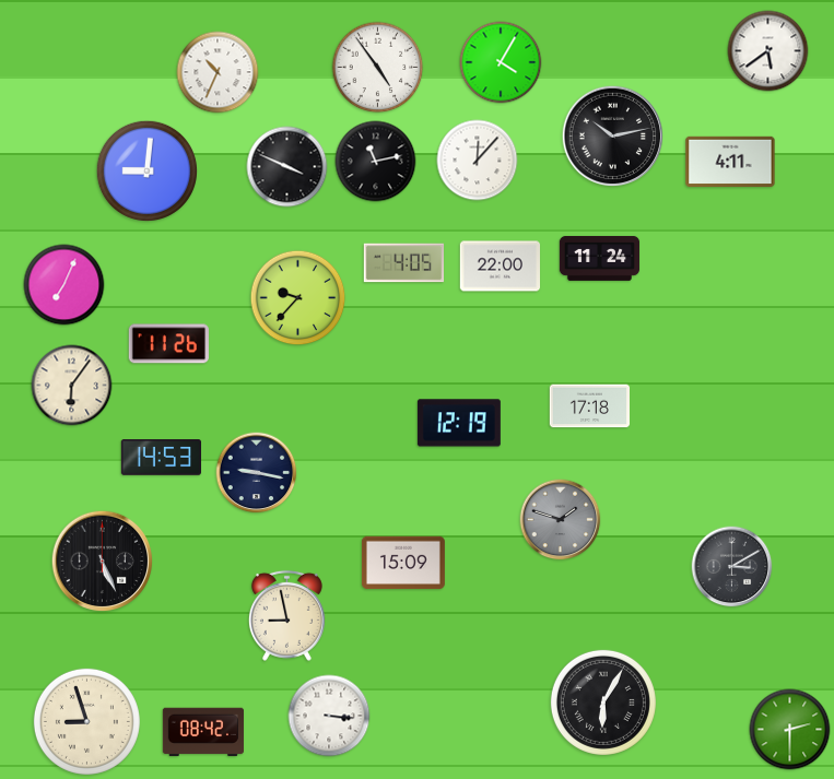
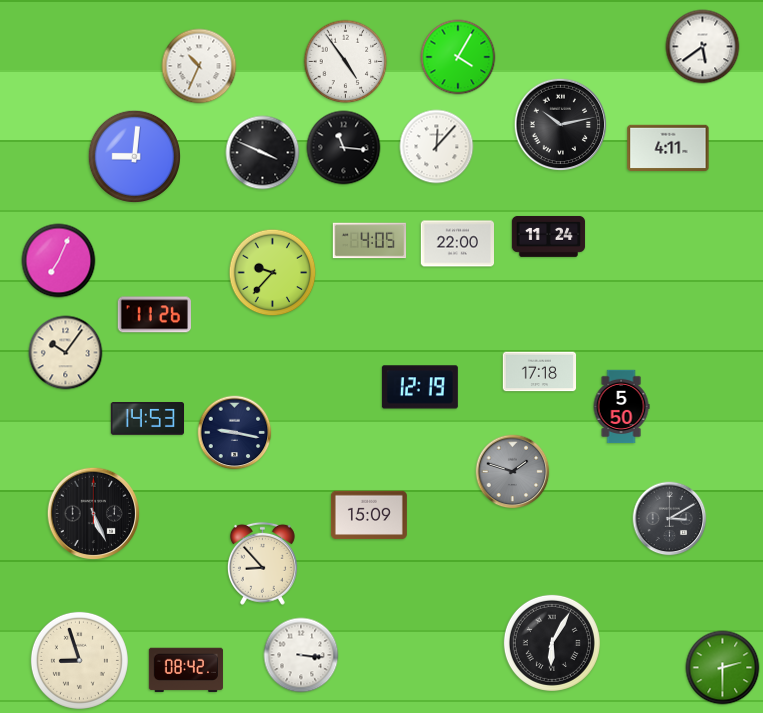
clock at (376, 162): 11:13 -> 11:16
clock at (72, 386): 6:06 -> 10:06
clock at (621, 407): none -> 5:50
clock at (561, 520) position: (561, 520) -> (513, 472)
clock at (286, 615): 8:58 -> 8:53
